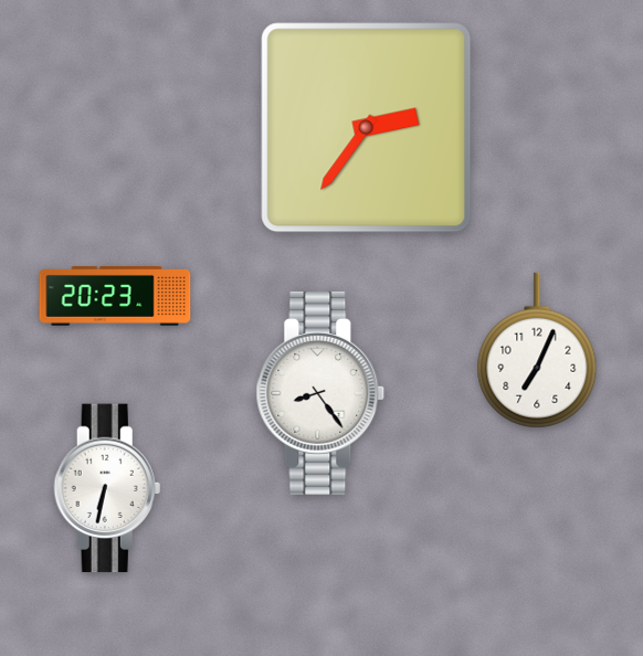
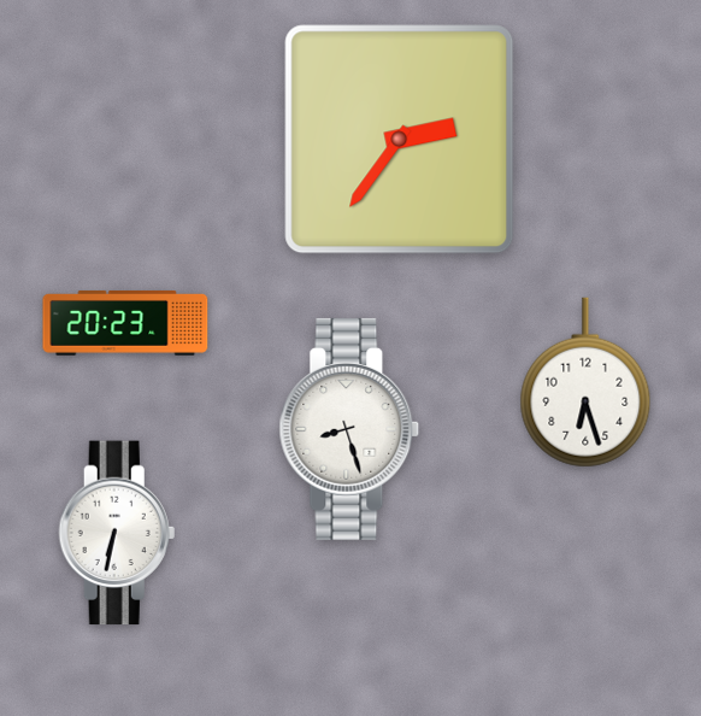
clock at (537, 350): 7:04 -> 6:27
clock at (320, 393): 8:24 -> 8:27
